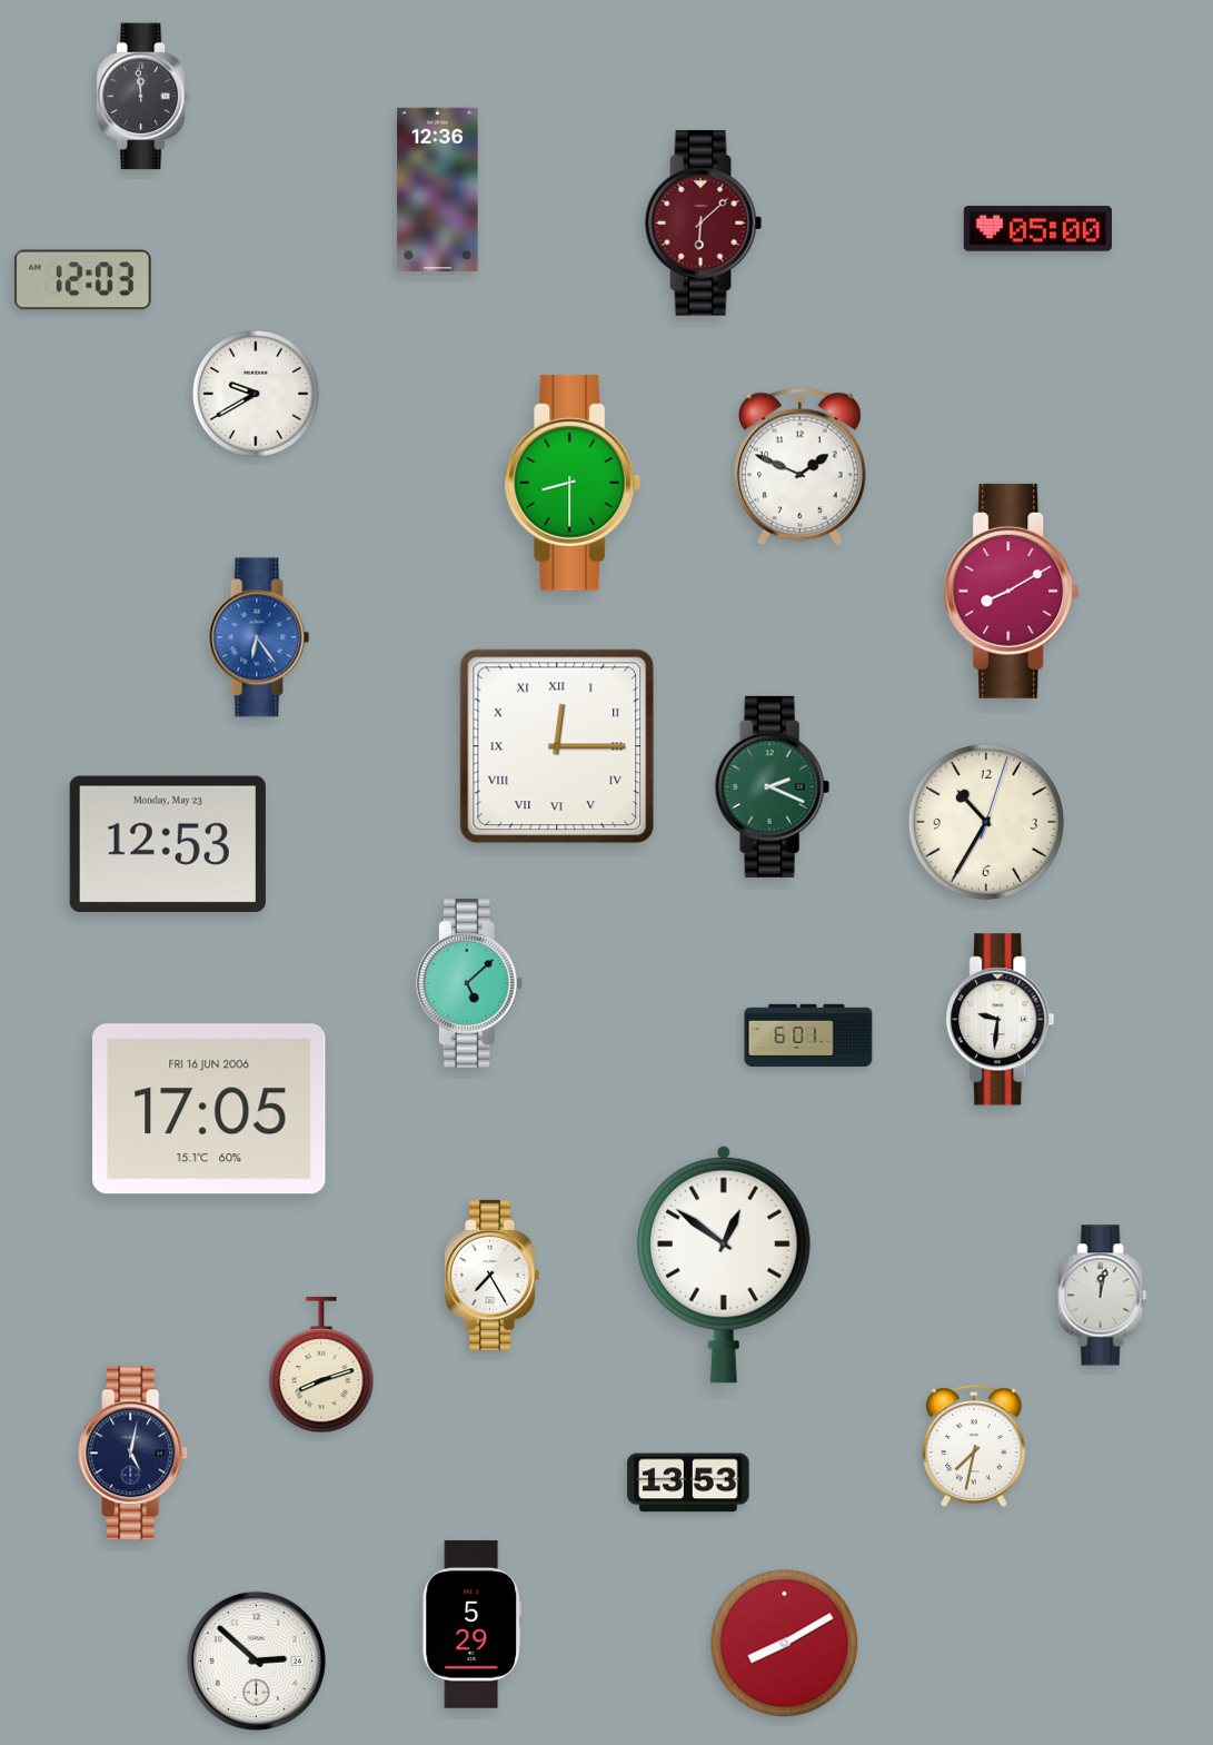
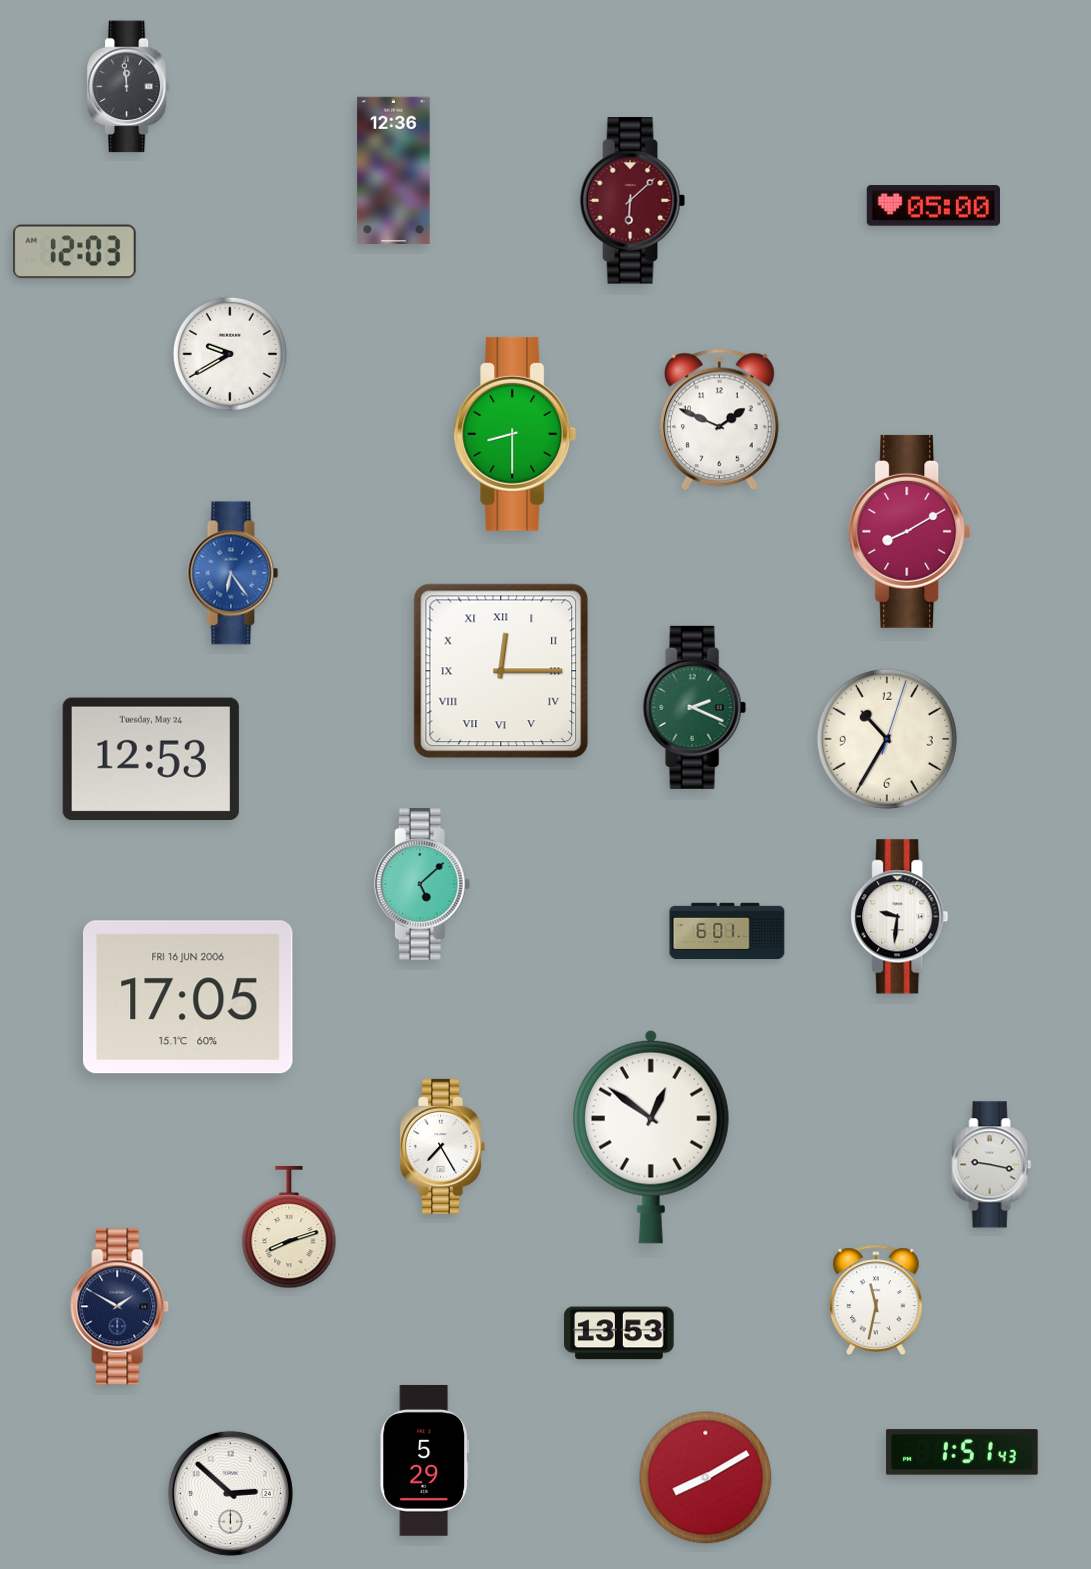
clock at (168, 843) date: Monday, May 23 -> Tuesday, May 24
clock at (1103, 1296): 12:02 -> 9:17
clock at (974, 1446): 7:32 -> 11:32
clock at (133, 1454): 5:02 -> 1:50
clock at (962, 1452): none -> 1:51
